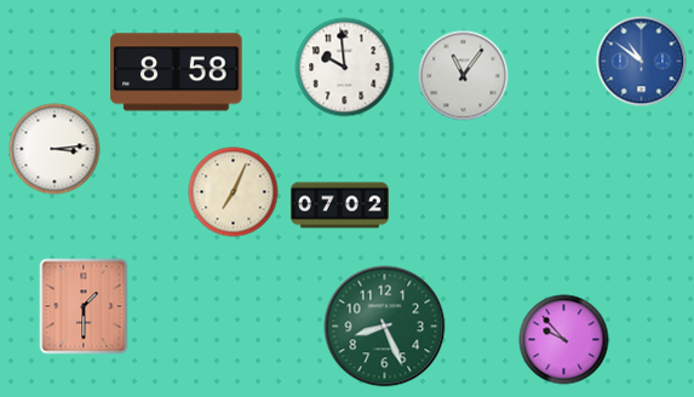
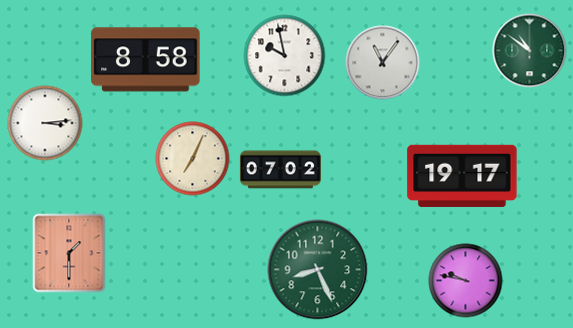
clock at (642, 62) dial: blue -> green
clock at (345, 68): 9:59 -> 9:58
clock at (462, 176): none -> 19:17
clock at (564, 340): 9:53 -> 9:47
